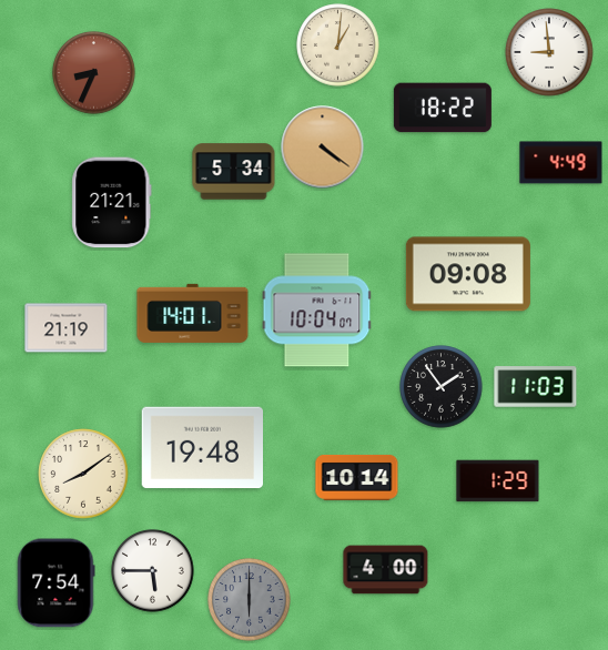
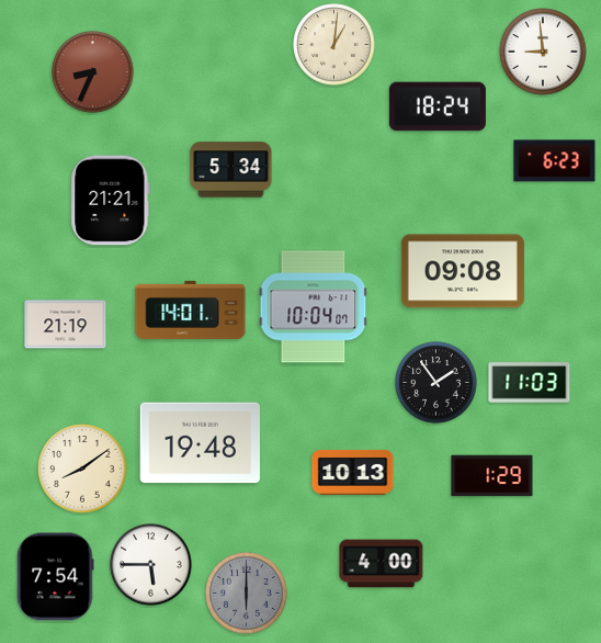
clock at (443, 108): 18:22 -> 18:24
clock at (323, 148): 4:21 -> none
clock at (561, 163): 4:49 -> 6:23
clock at (357, 477): 10:14 -> 10:13
